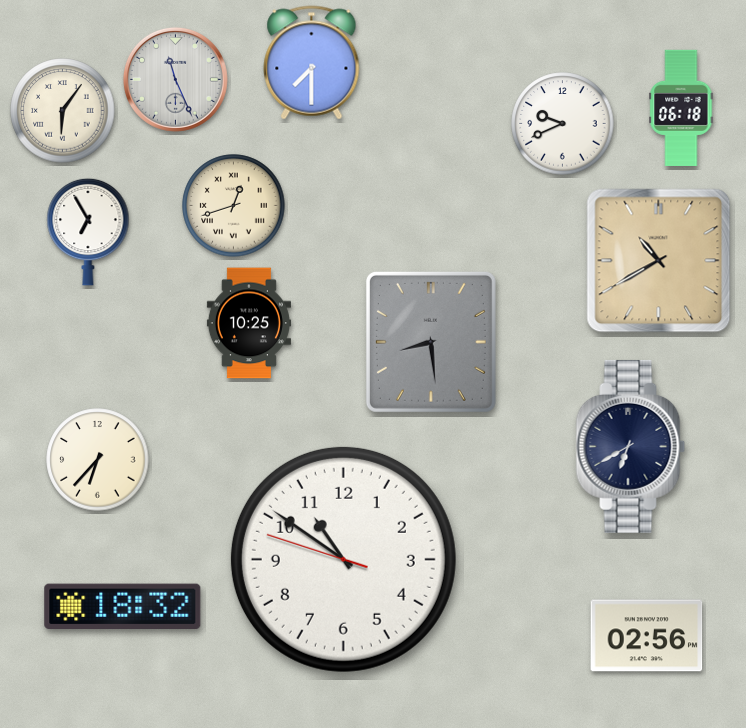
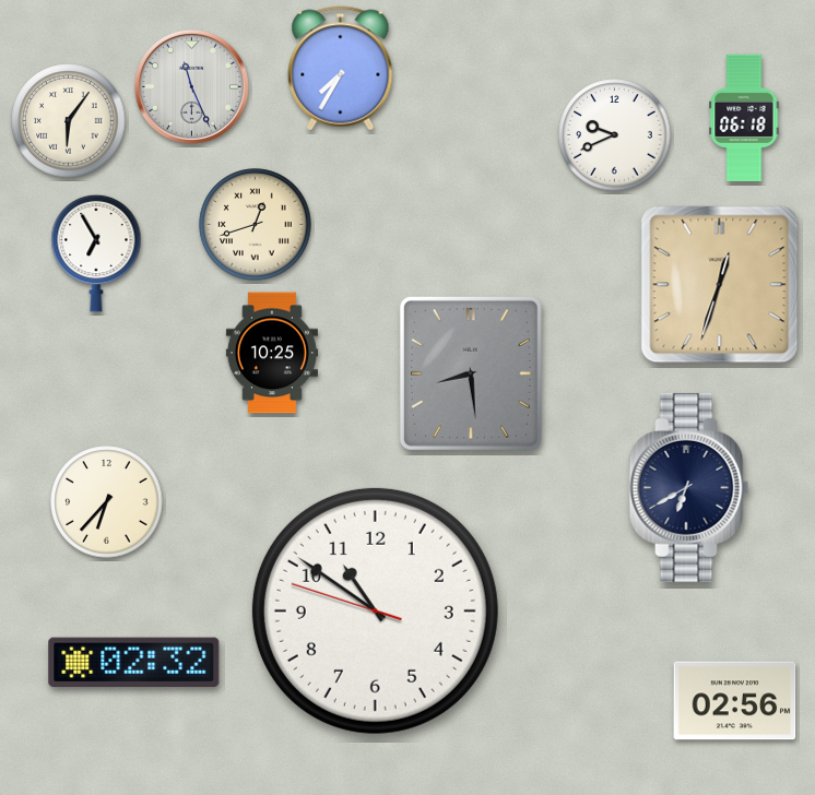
clock at (312, 63): 7:30 -> 7:35
clock at (659, 261): 10:40 -> 12:33
clock at (123, 606): 18:32 -> 02:32
clock at (647, 636) position: (647, 636) -> (735, 701)
